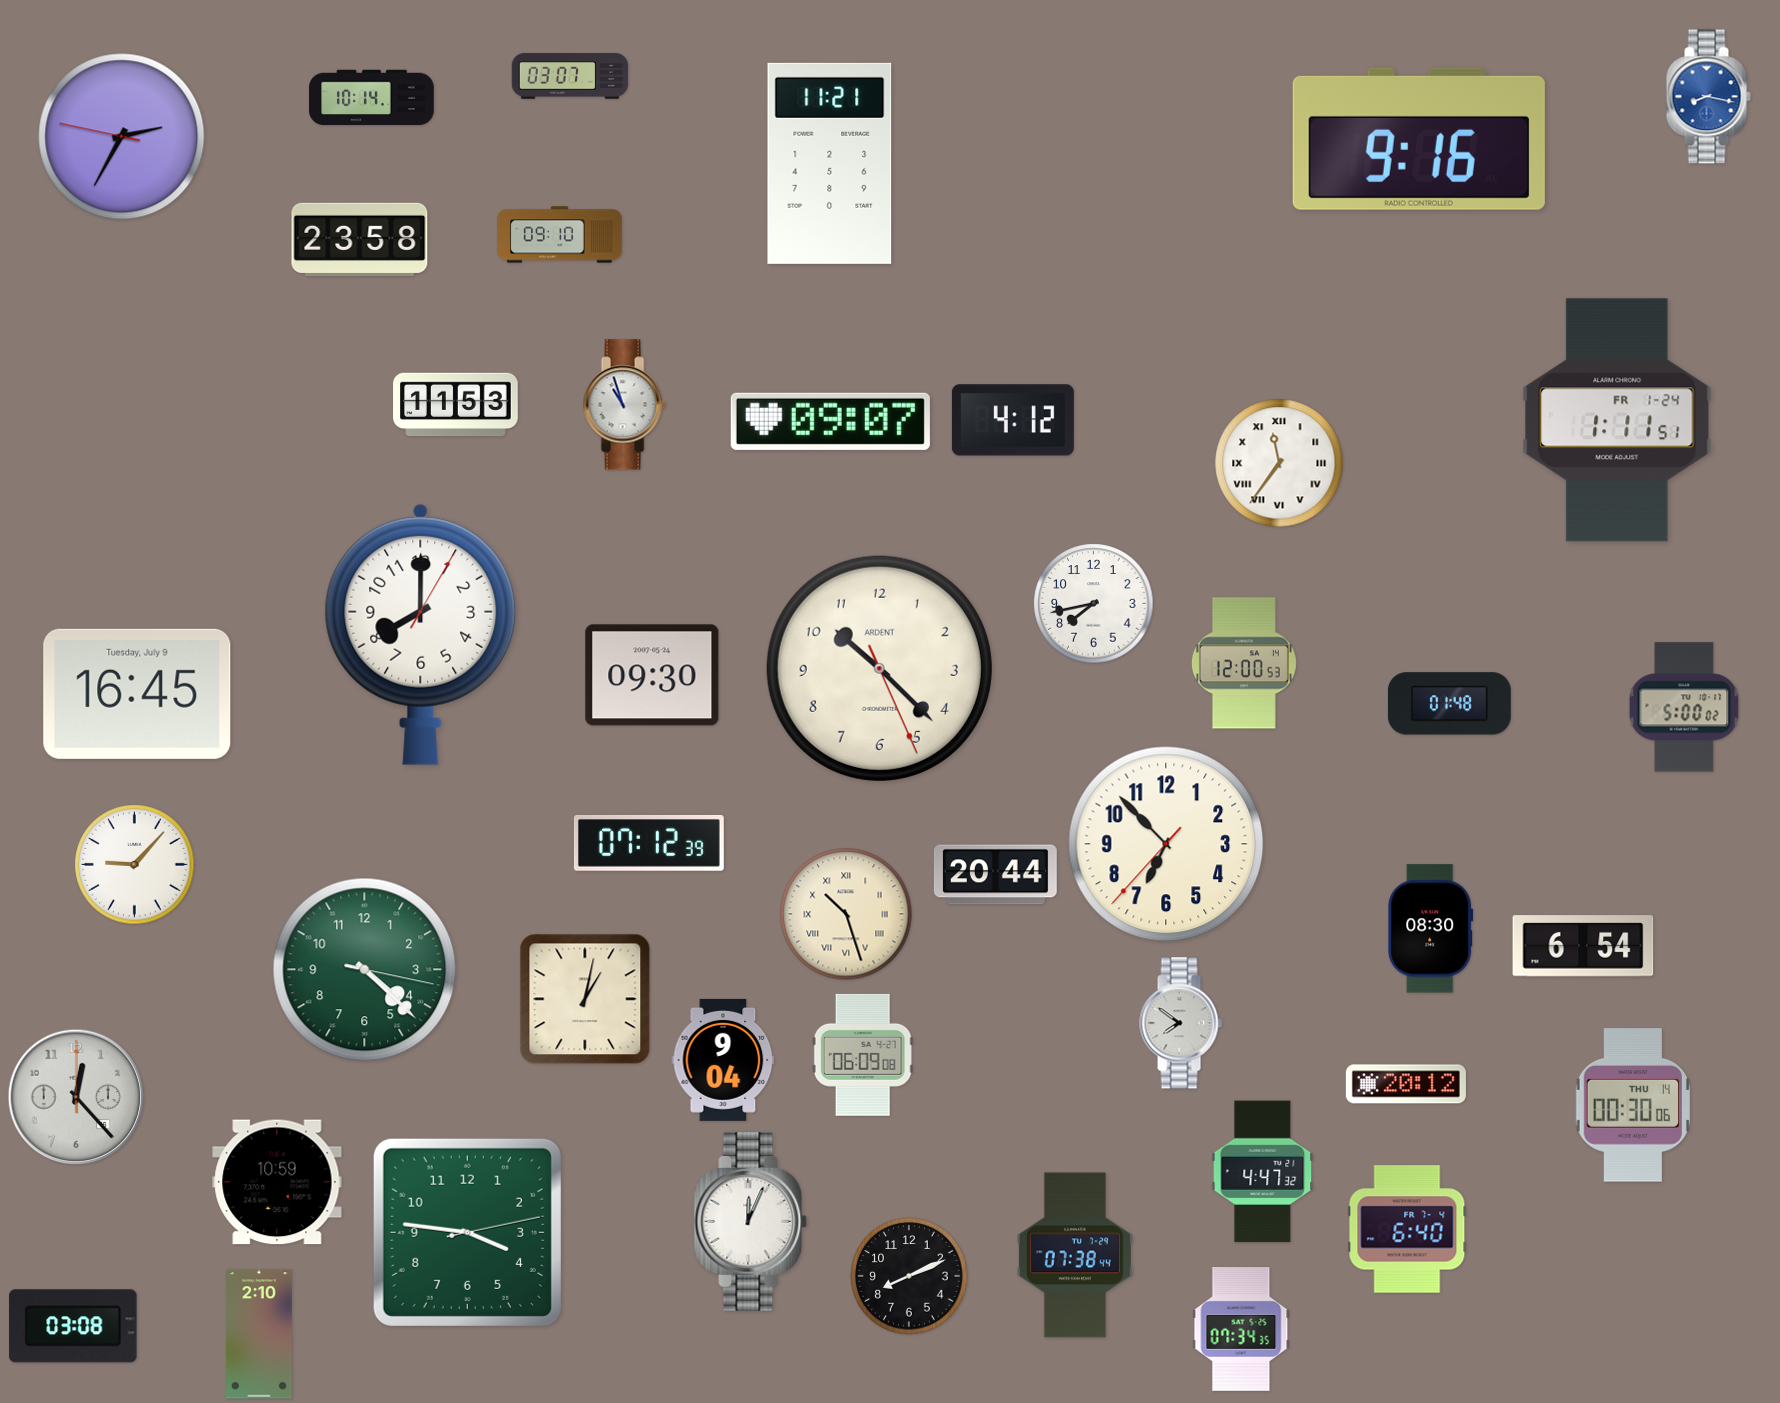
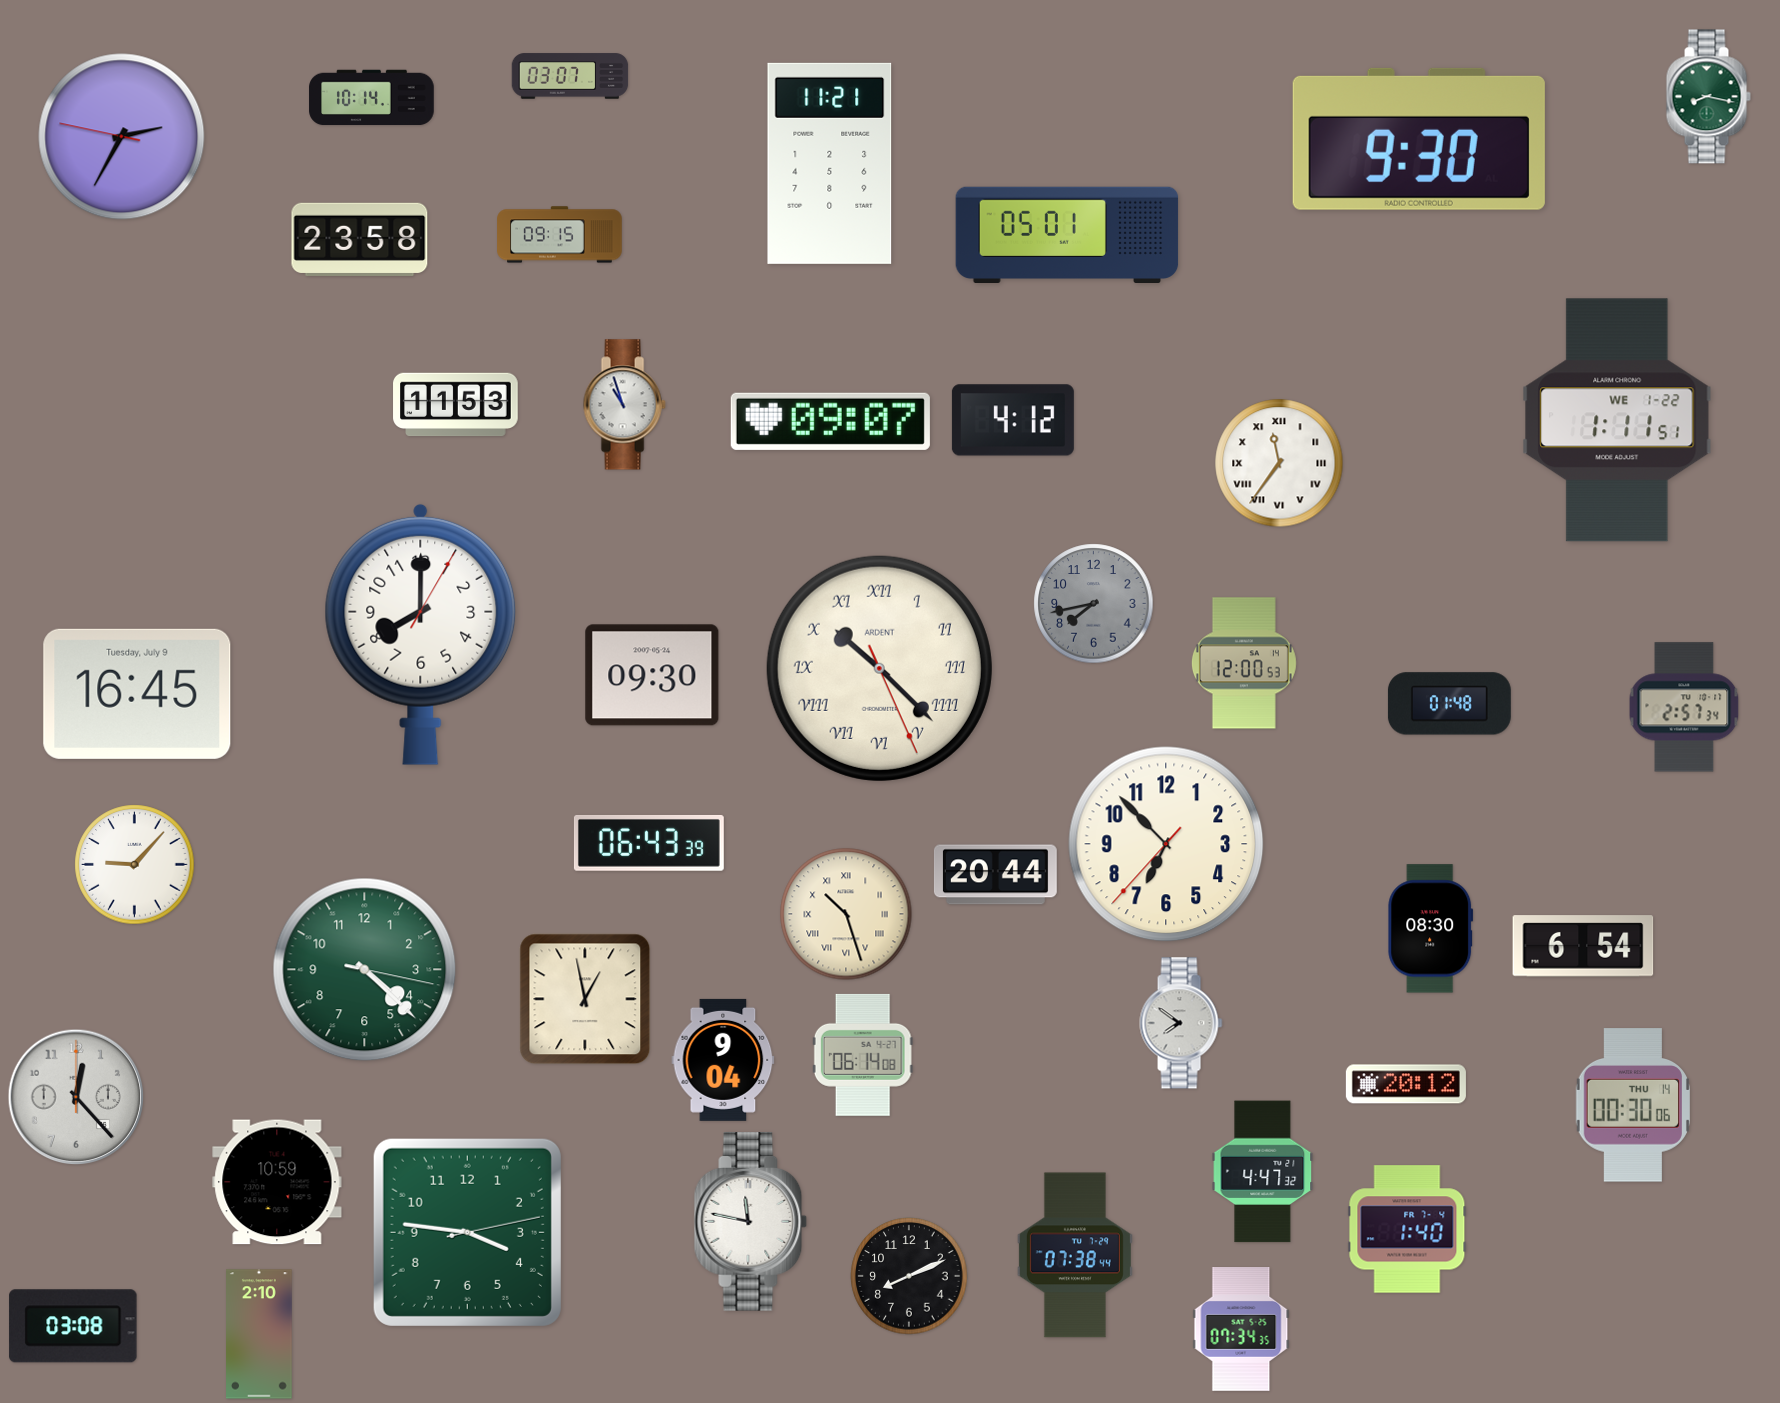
clock at (1708, 97) dial: blue -> green
clock at (1419, 139): 9:16 -> 9:30
clock at (1067, 234): none -> 05:01
clock at (560, 235): 09:10 -> 09:15
clock at (1617, 420) date: FR 1-24 -> WE 1-22
clock at (1094, 604) dial: white -> grey
clock at (879, 668) numerals: Arabic -> Roman
clock at (1684, 707): 5:00 -> 2:57
clock at (649, 843): 07:12 -> 06:43
clock at (585, 999): 1:02 -> 12:58
clock at (863, 1055): 06:09 -> 06:14
clock at (751, 1222): 12:04 -> 11:47
clock at (1407, 1229): 6:40 -> 1:40
